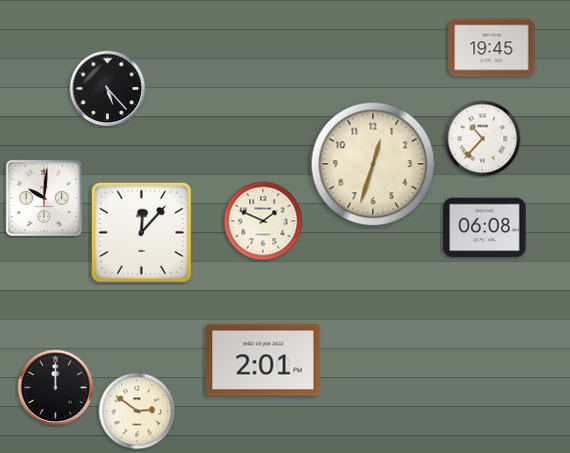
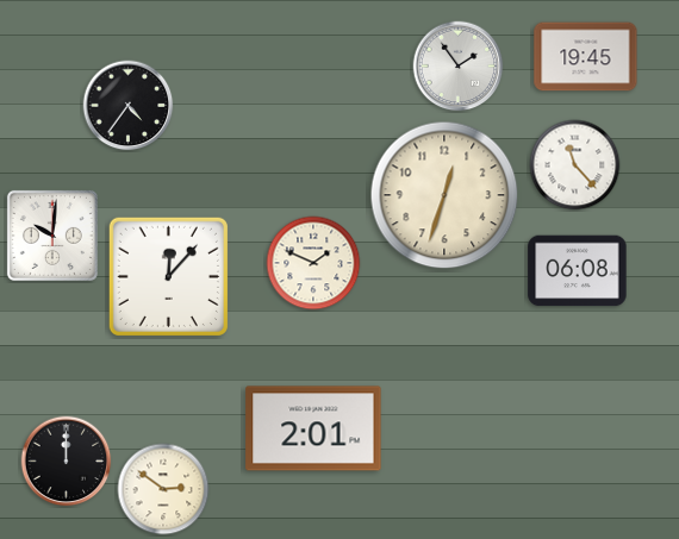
clock at (459, 67): none -> 1:54
clock at (108, 89): 5:23 -> 4:36
clock at (483, 139): 10:37 -> 11:23
